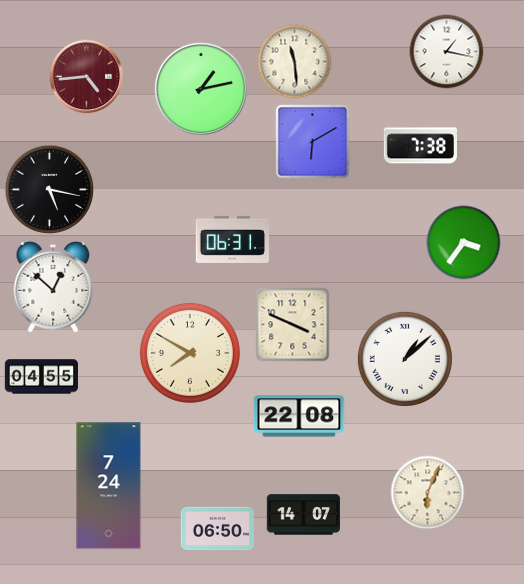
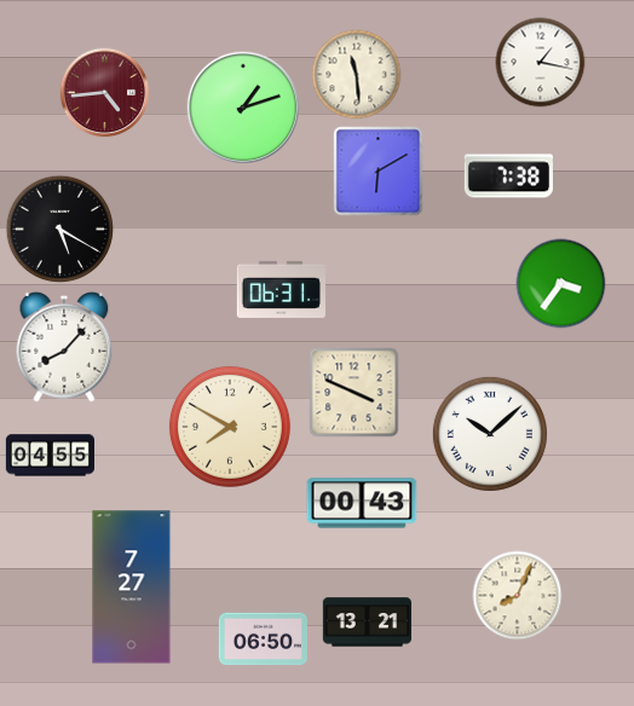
clock at (200, 88): 1:13 -> 1:12
clock at (50, 190): 5:17 -> 5:20
clock at (464, 243) position: (464, 243) -> (561, 284)
clock at (53, 287): 12:52 -> 8:07
clock at (405, 359): 1:08 -> 10:08
clock at (299, 416): 22:08 -> 00:43
clock at (109, 486): 7:24 -> 7:27
clock at (428, 493): 6:04 -> 8:04
clock at (303, 515): 14:07 -> 13:21
